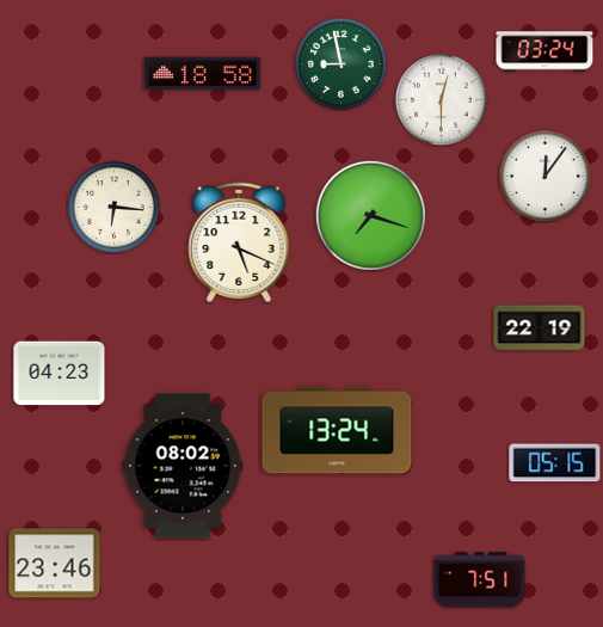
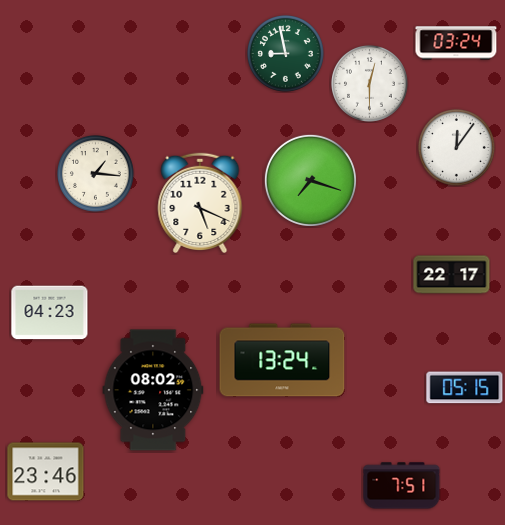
clock at (202, 74): 18:58 -> none
clock at (115, 208): 6:16 -> 1:16
clock at (540, 328): 22:19 -> 22:17
